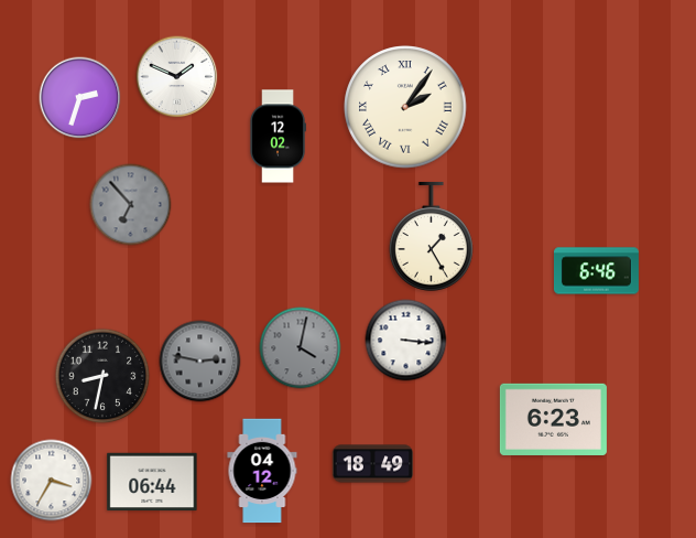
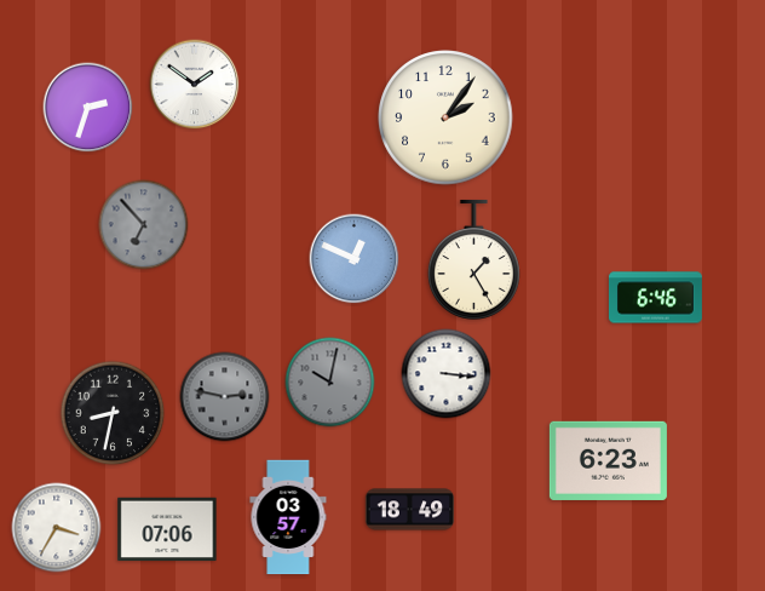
clock at (177, 77): 1:49 -> 1:51
clock at (405, 107) numerals: Roman -> Arabic
clock at (278, 137): 12:02 -> none
clock at (355, 259): none -> 12:49
clock at (301, 348): 4:02 -> 10:02
clock at (200, 362) position: (200, 362) -> (225, 397)
clock at (262, 471): 04:12 -> 03:57
clock at (152, 482): 06:44 -> 07:06
